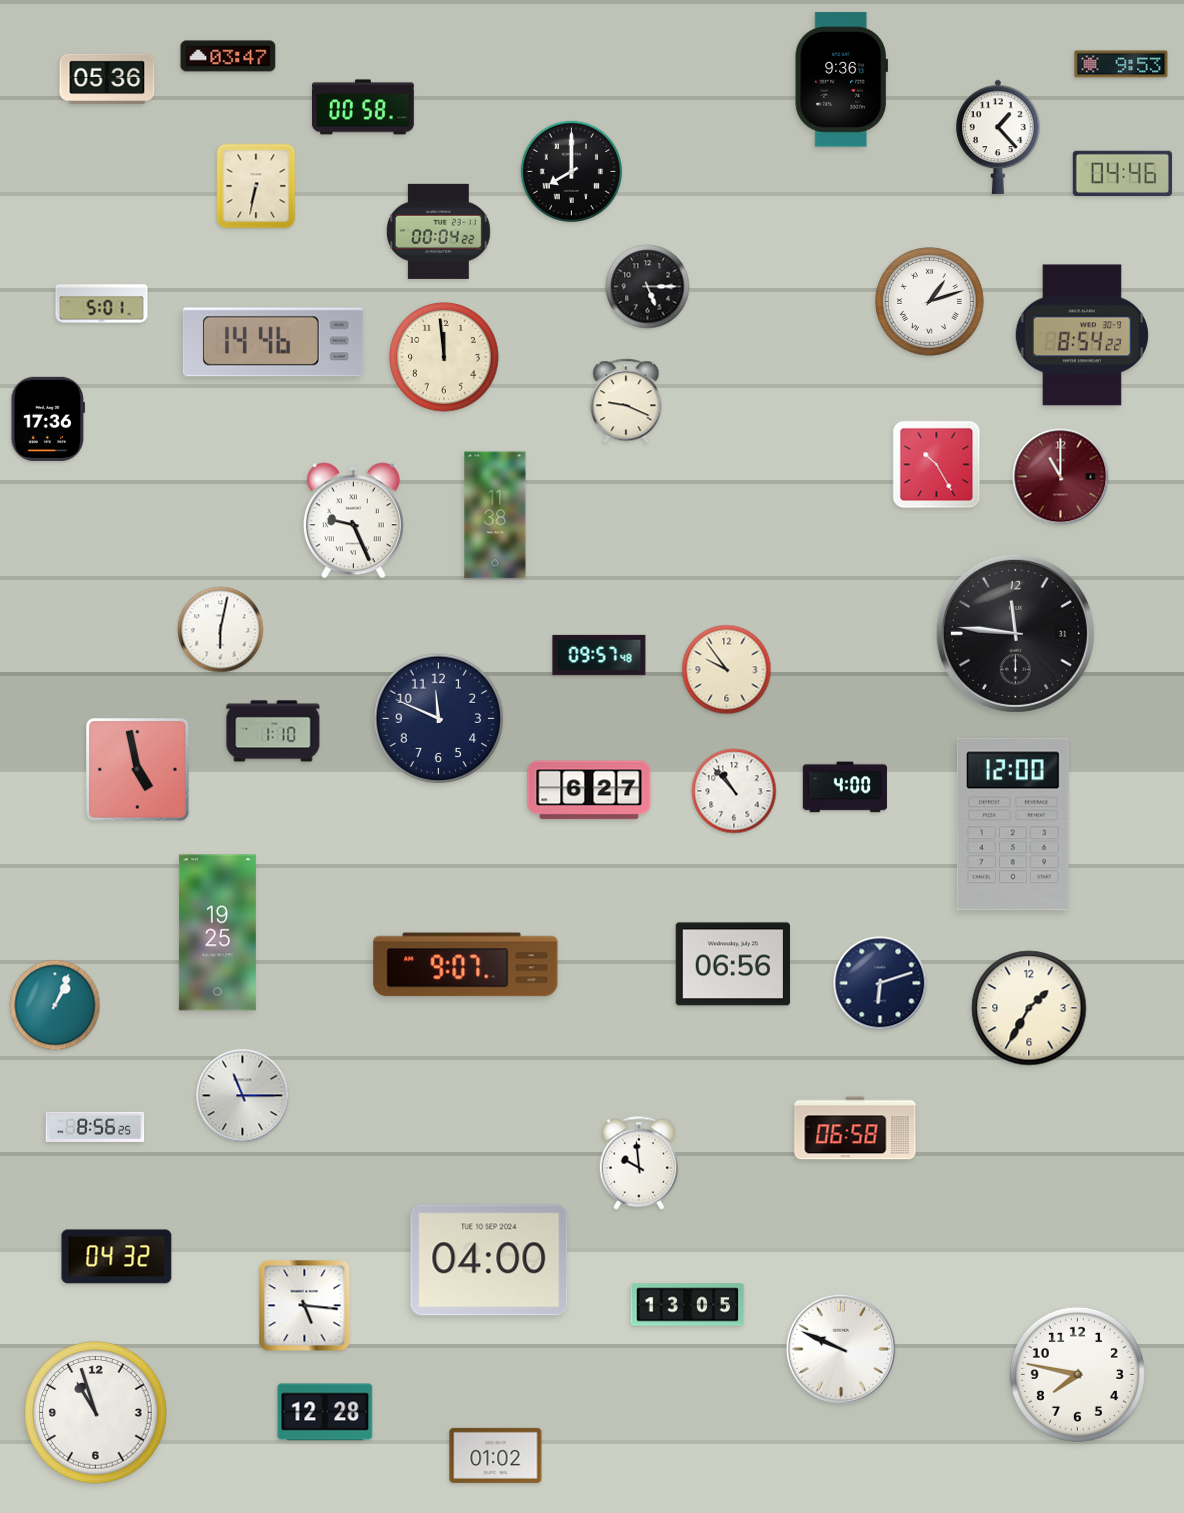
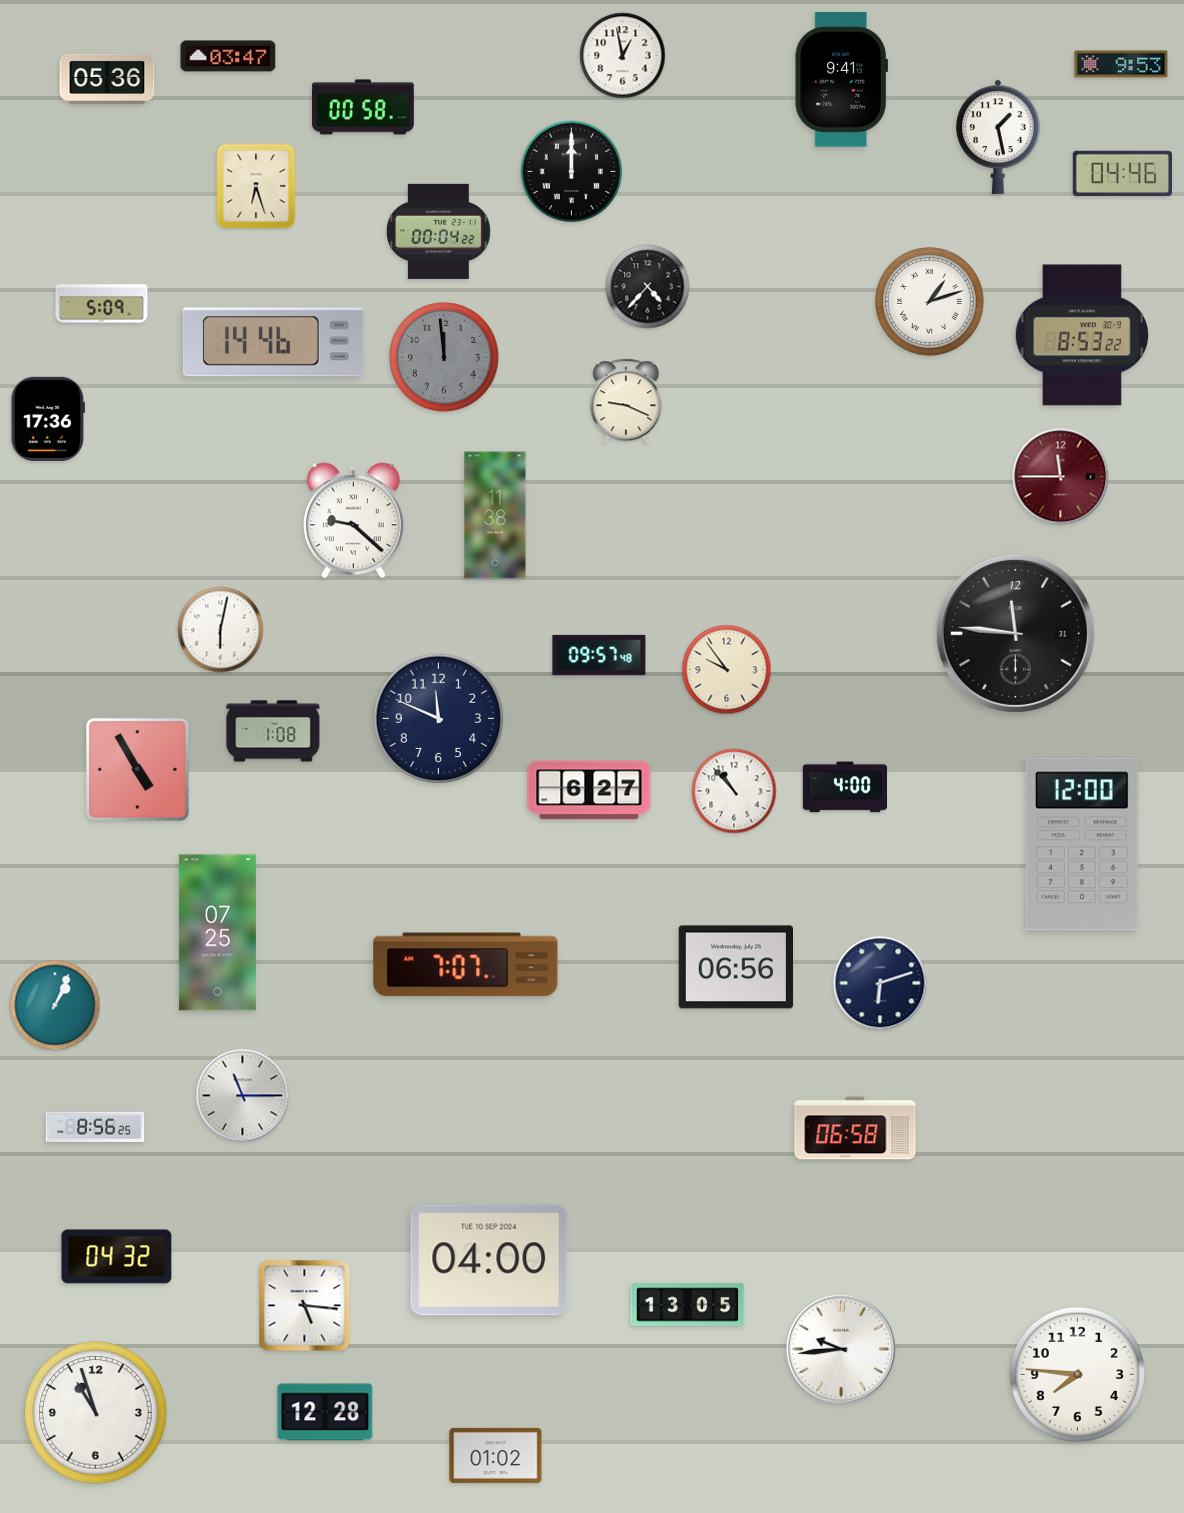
clock at (623, 56): none -> 12:58
clock at (841, 80): 9:36 -> 9:41
clock at (998, 136): 1:23 -> 1:28
clock at (572, 172): 8:00 -> 12:00
clock at (256, 186): 6:32 -> 6:27
clock at (648, 287): 5:15 -> 4:37
clock at (102, 304): 5:01 -> 5:09
clock at (1081, 335): 8:54 -> 8:53
clock at (444, 357) dial: cream -> grey
clock at (937, 465): 10:25 -> none
clock at (1061, 477): 11:00 -> 11:45
clock at (353, 521): 9:26 -> 9:22
clock at (273, 731): 1:10 -> 1:08
clock at (138, 770): 4:58 -> 4:55
clock at (1013, 824) position: (1013, 824) -> (1082, 844)
clock at (217, 933): 19:25 -> 07:25
clock at (732, 964) position: (732, 964) -> (735, 967)
clock at (466, 965): 9:07 -> 7:07
clock at (1029, 1008): 1:35 -> none
clock at (639, 1163): 9:59 -> none
clock at (841, 1349): 9:49 -> 9:44
clock at (1077, 1374): 7:47 -> 7:46
